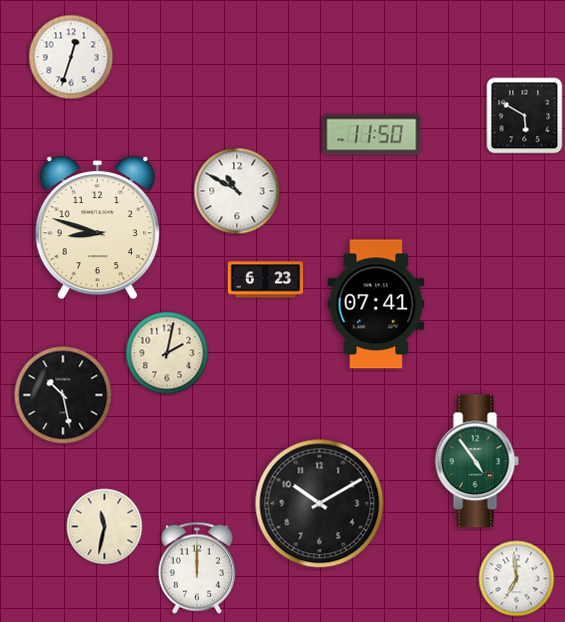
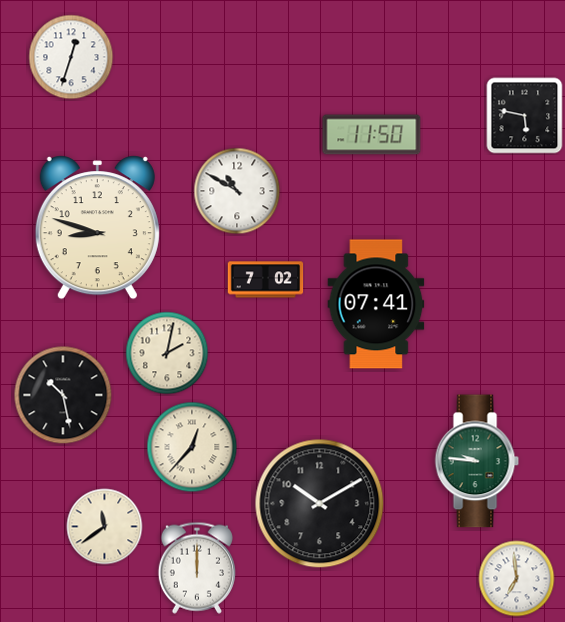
clock at (525, 116): 5:50 -> 5:47
clock at (266, 280): 6:23 -> 7:02
clock at (192, 447): none -> 12:37
clock at (477, 461): 4:54 -> 9:46
clock at (105, 527): 11:32 -> 11:39
